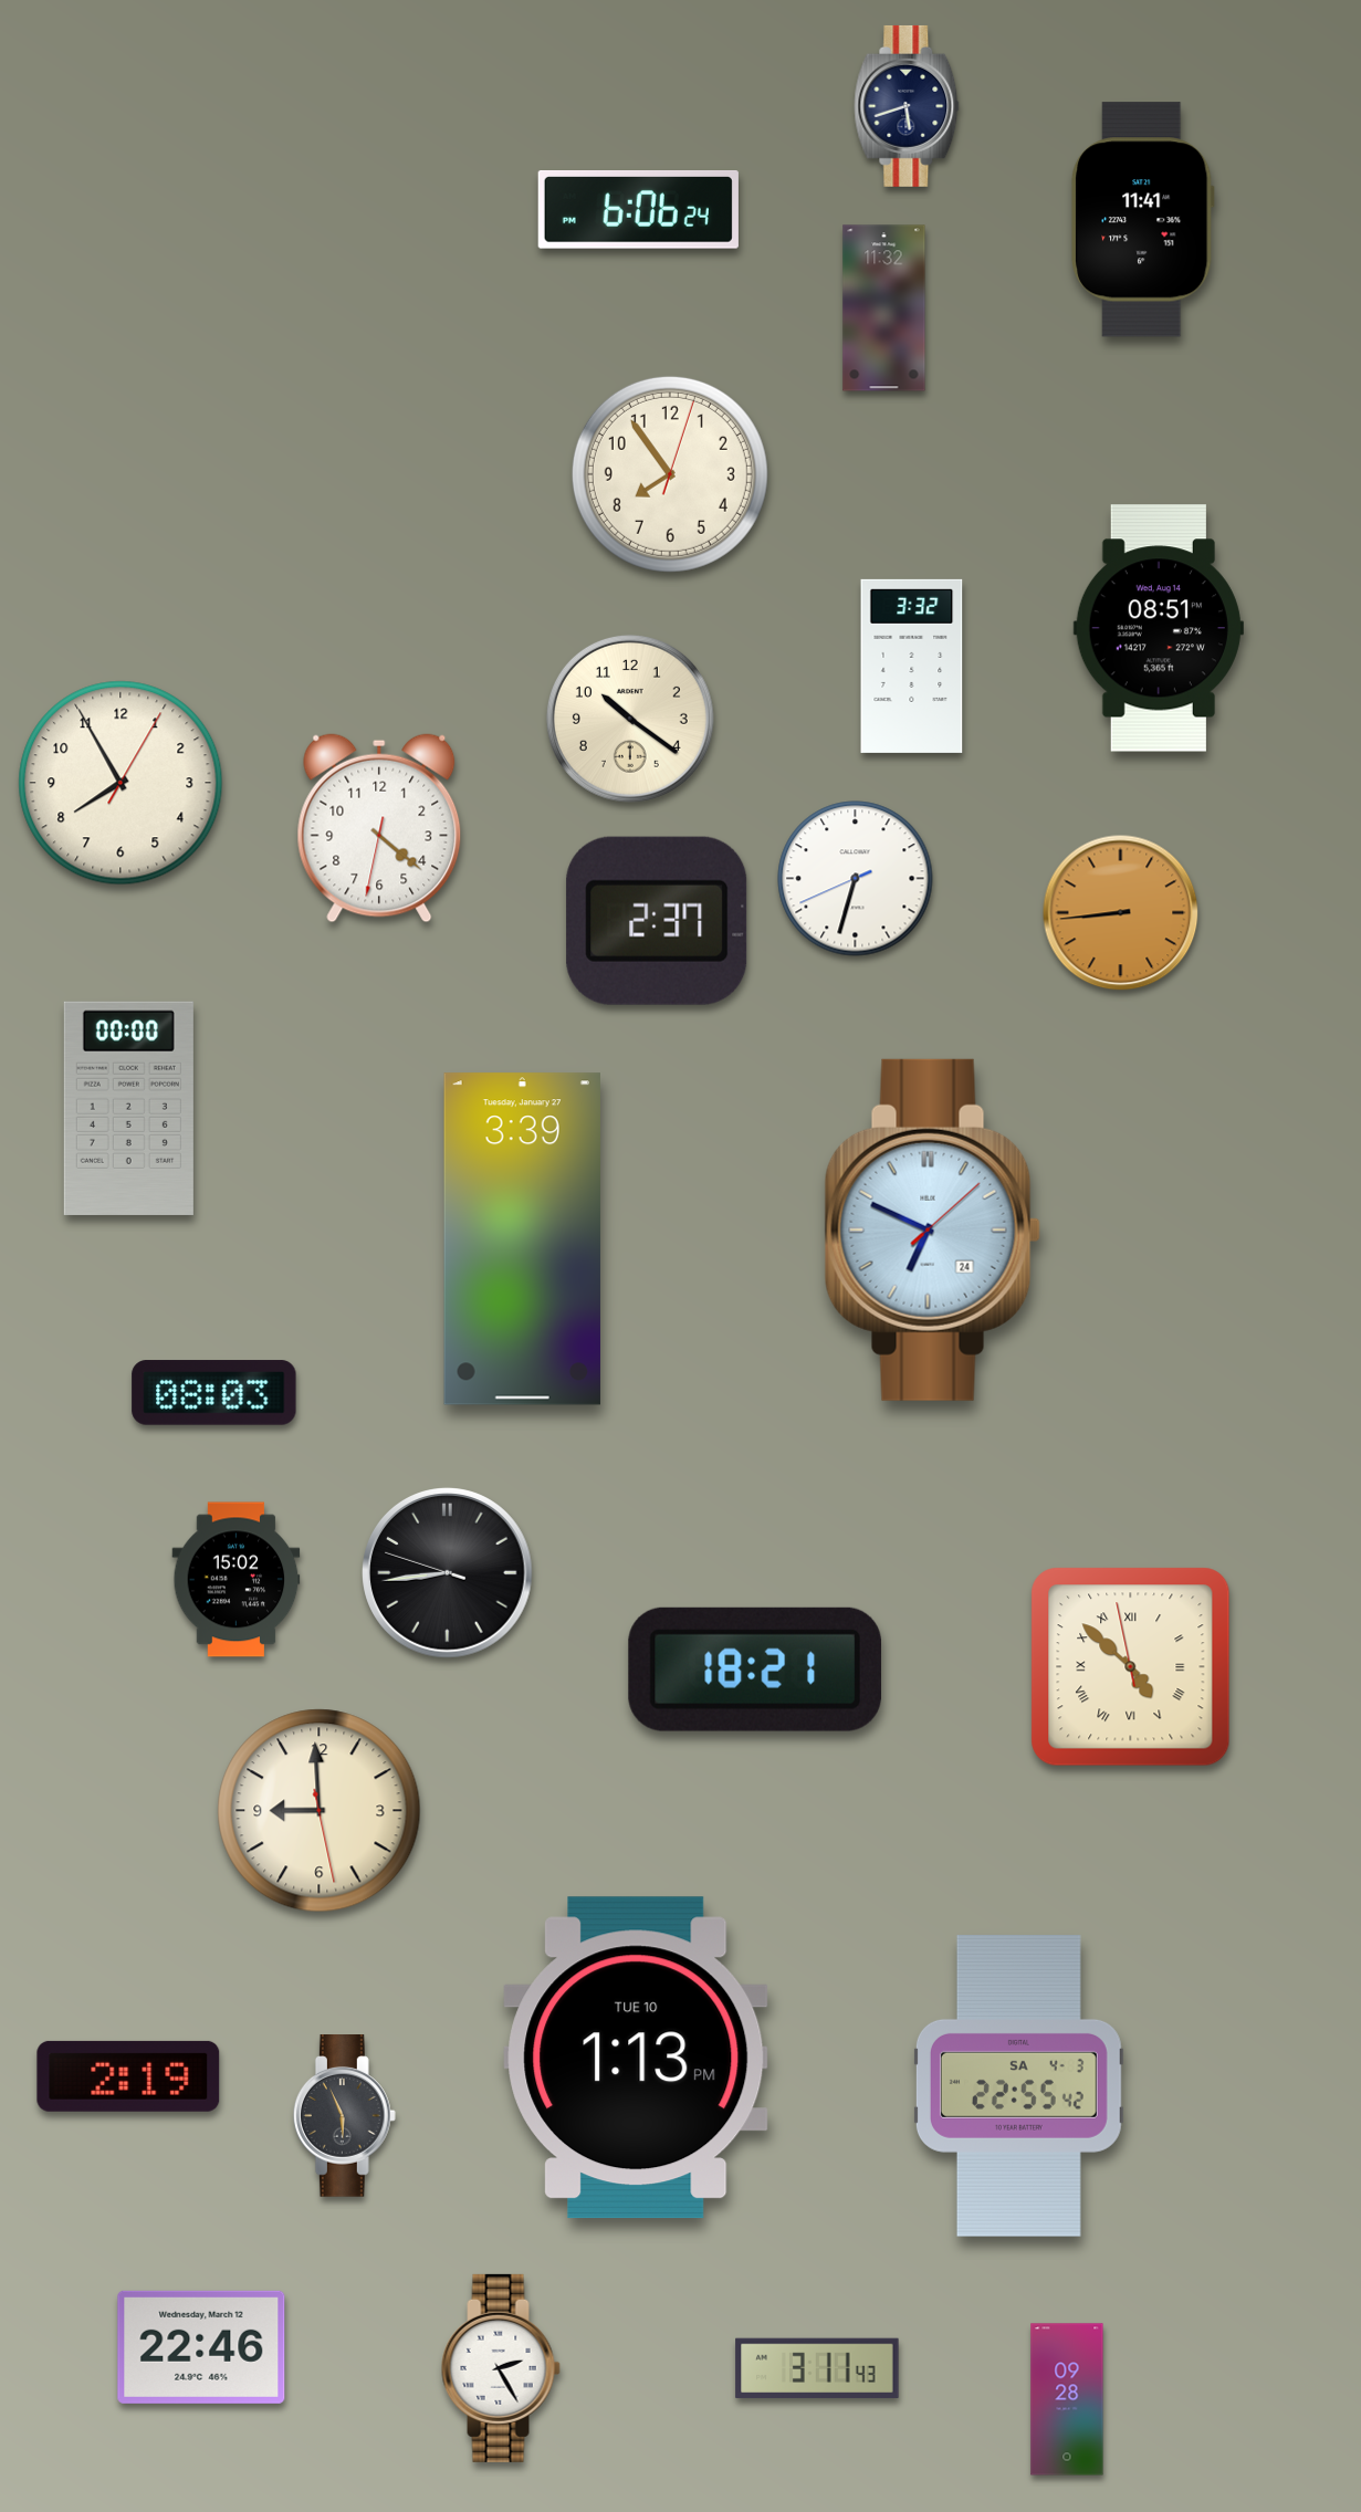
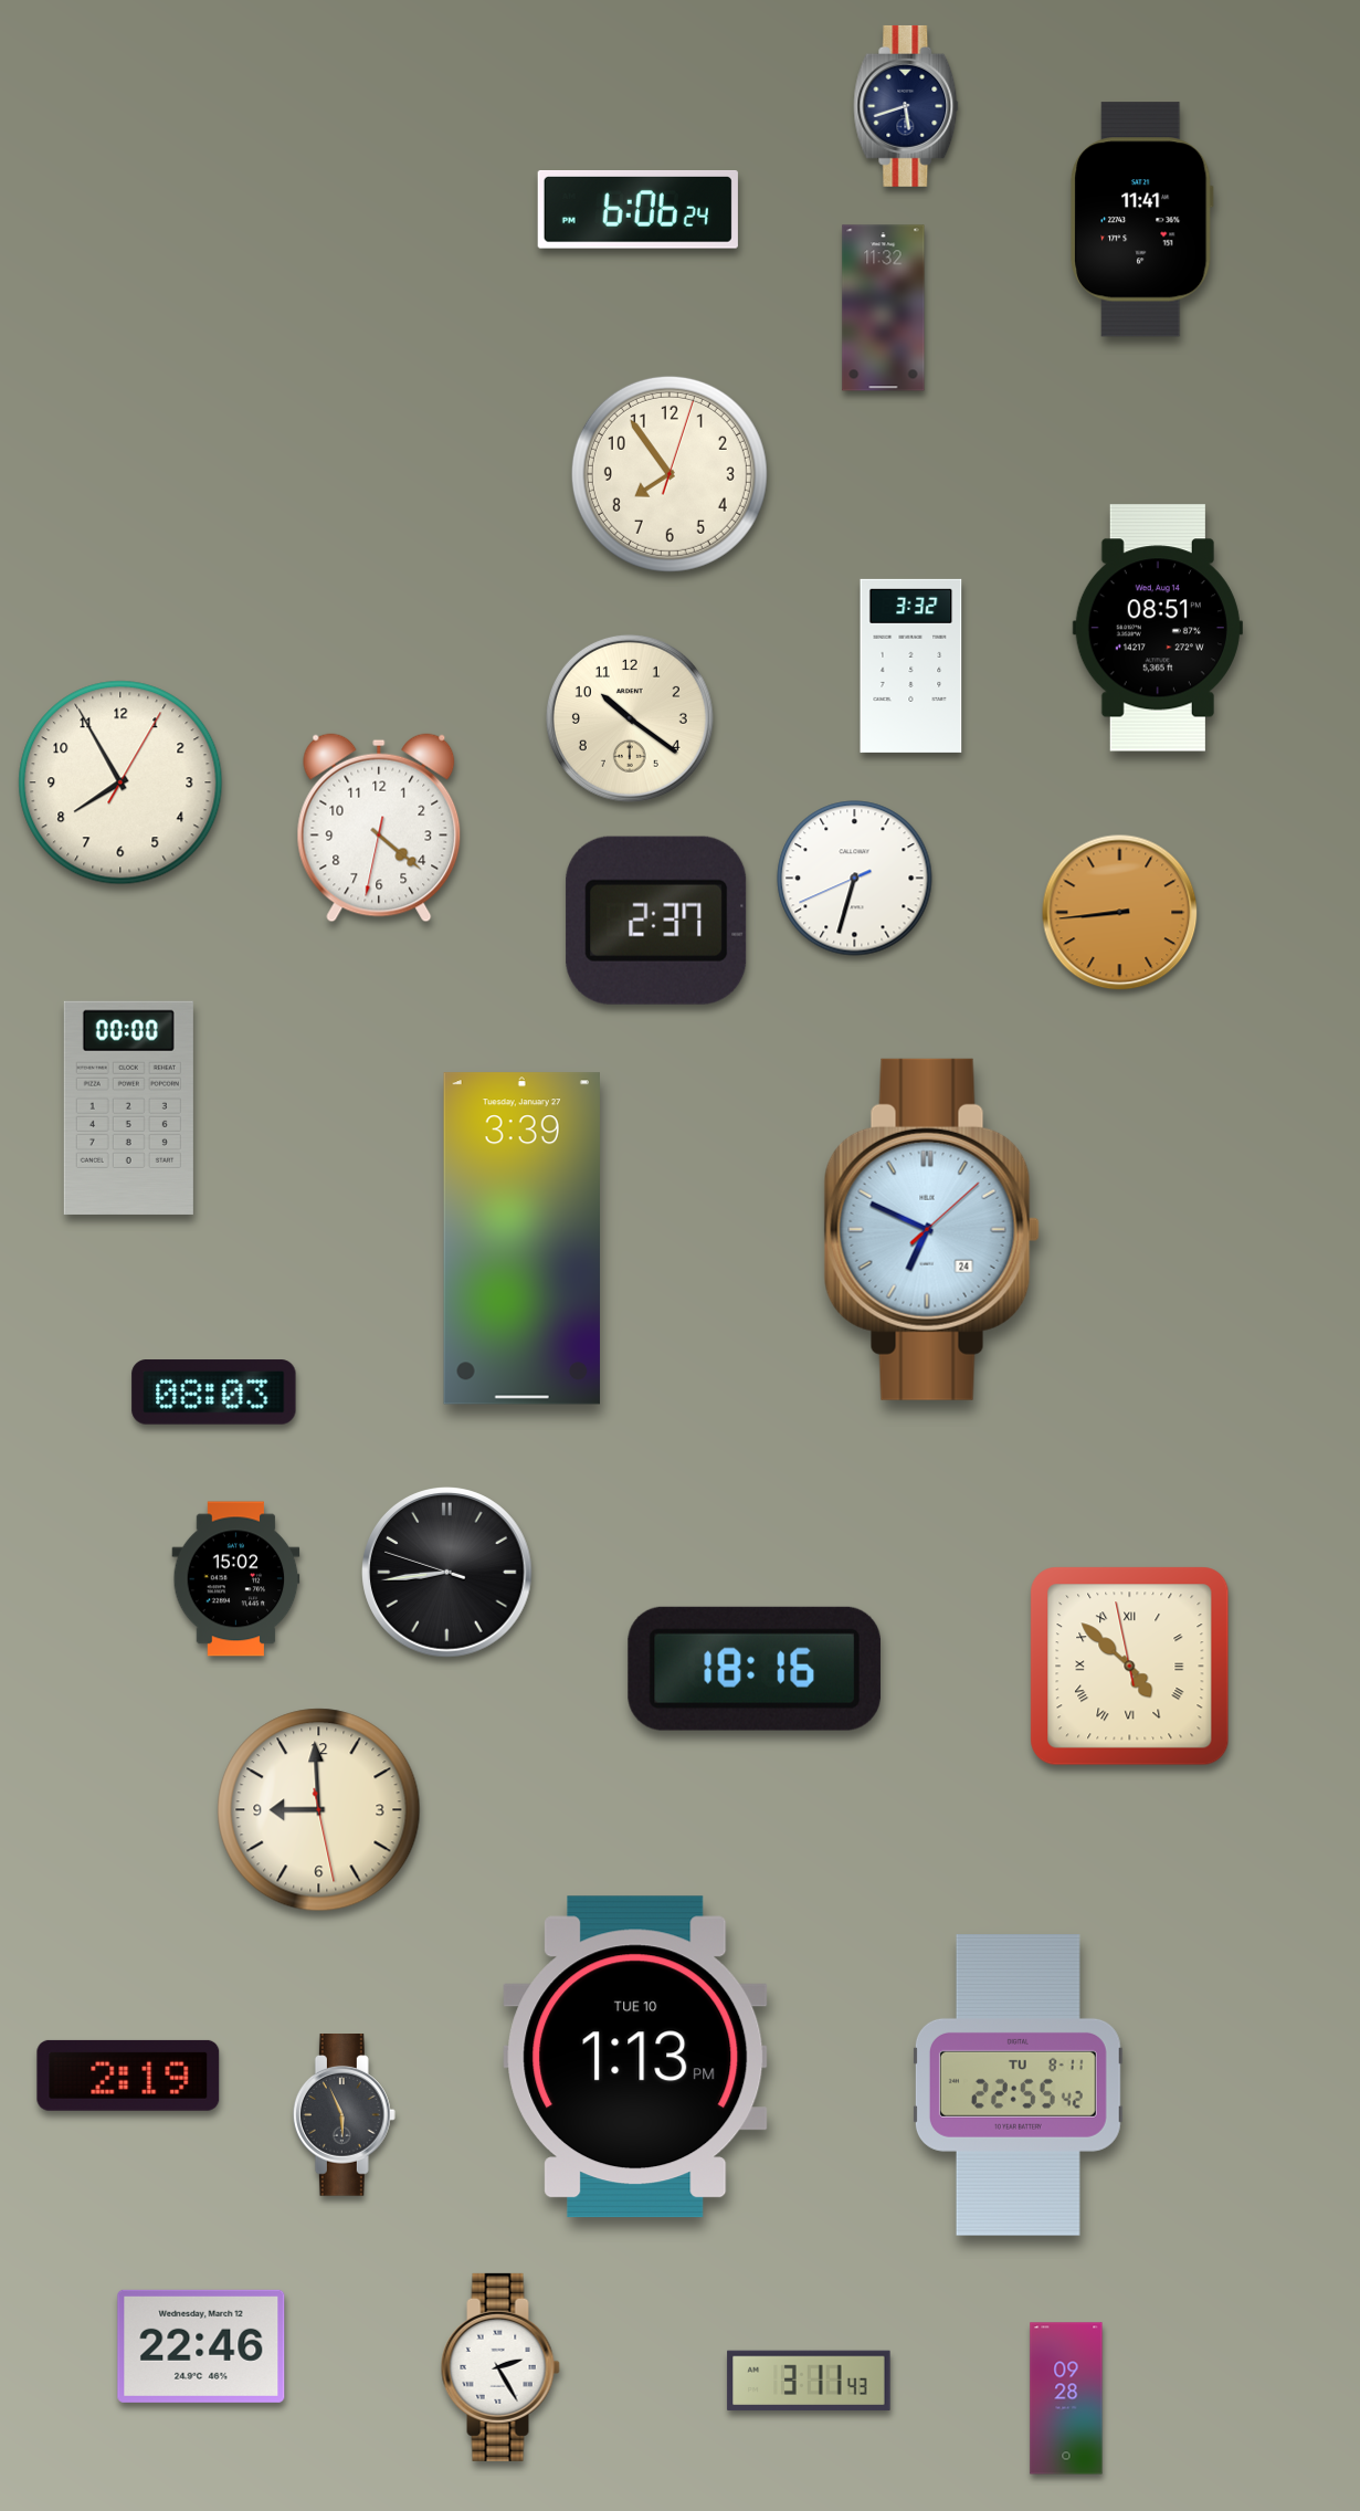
clock at (755, 1670): 18:21 -> 18:16
clock at (1018, 2086) date: SA 4-3 -> TU 8-11
clock at (817, 2368) position: (817, 2368) -> (809, 2381)
